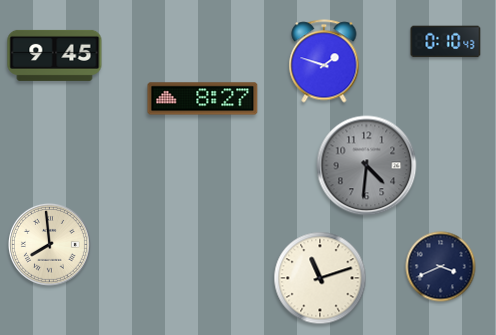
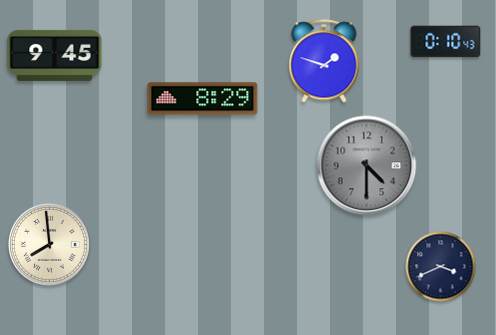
clock at (203, 99): 8:27 -> 8:29
clock at (367, 166): 4:31 -> 4:30
clock at (320, 278): 11:12 -> none
